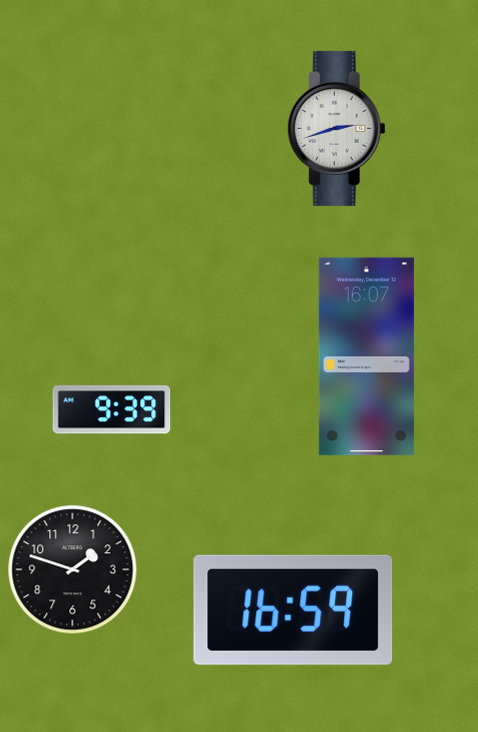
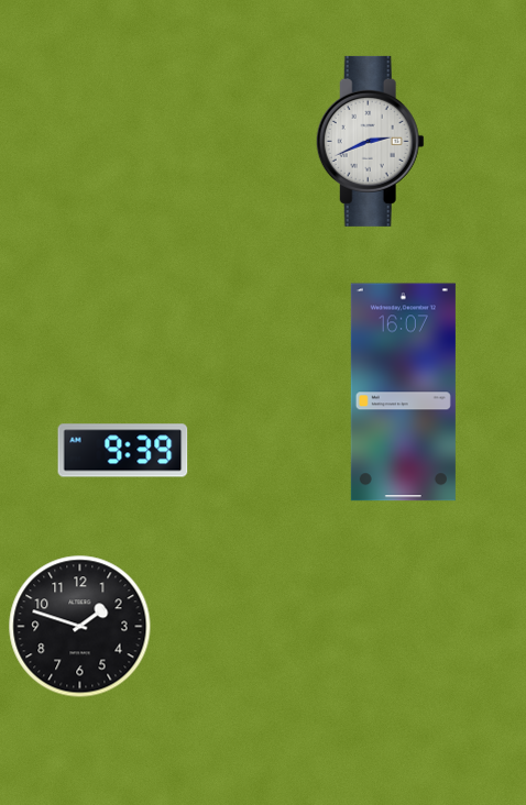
clock at (336, 128): 2:42 -> 2:41
clock at (293, 610): 16:59 -> none
